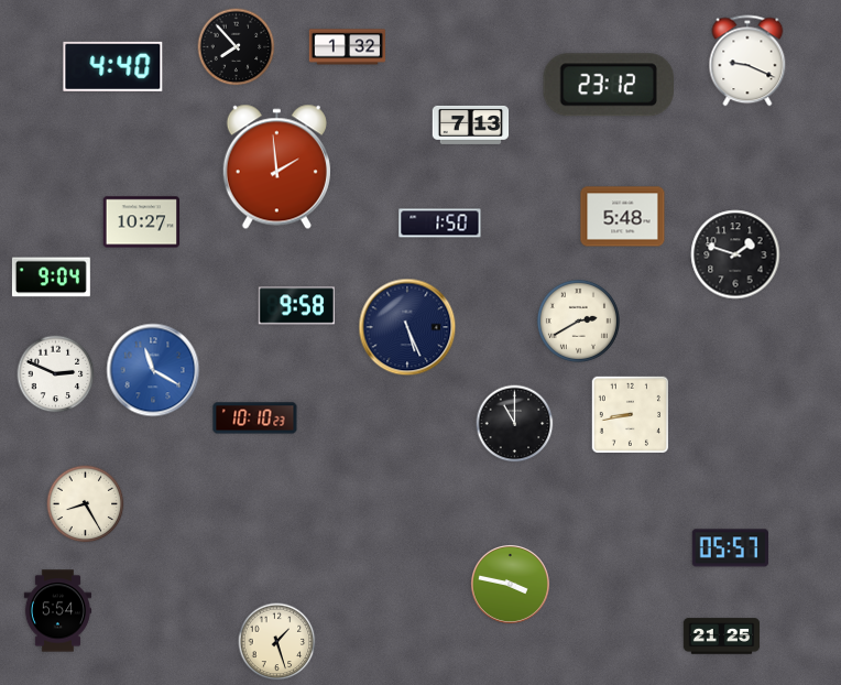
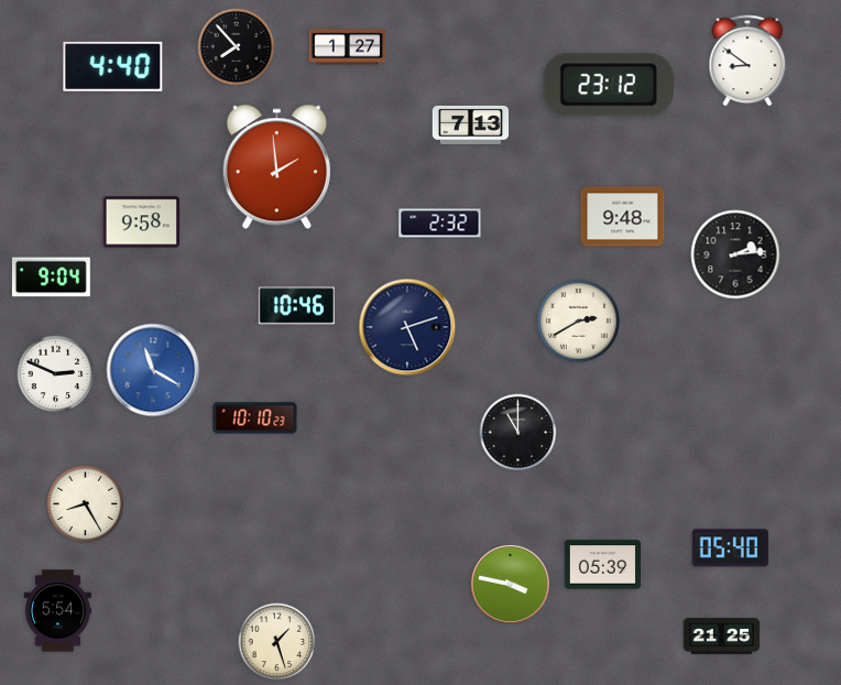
clock at (348, 47): 1:32 -> 1:27
clock at (747, 61): 9:19 -> 8:51
clock at (623, 217): 5:48 -> 9:48
clock at (141, 222): 10:27 -> 9:58
clock at (440, 224): 1:50 -> 2:32
clock at (735, 254): 1:48 -> 2:14
clock at (296, 306): 9:58 -> 10:46
clock at (407, 327): 5:26 -> 5:12
clock at (630, 414): 8:43 -> none
clock at (515, 424) position: (515, 424) -> (518, 433)
clock at (730, 548): 05:57 -> 05:40
clock at (603, 565): none -> 05:39
